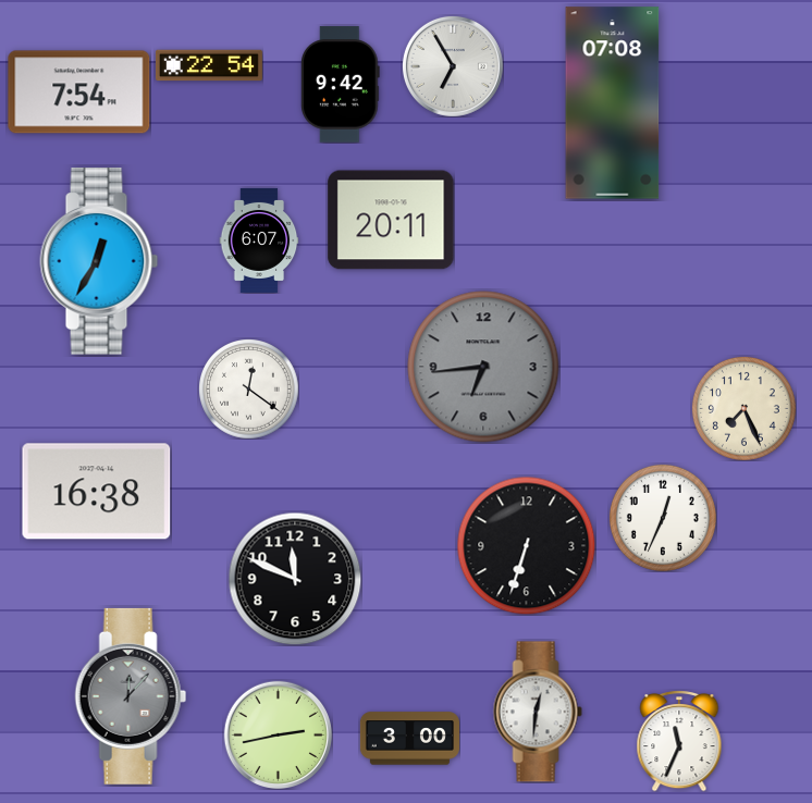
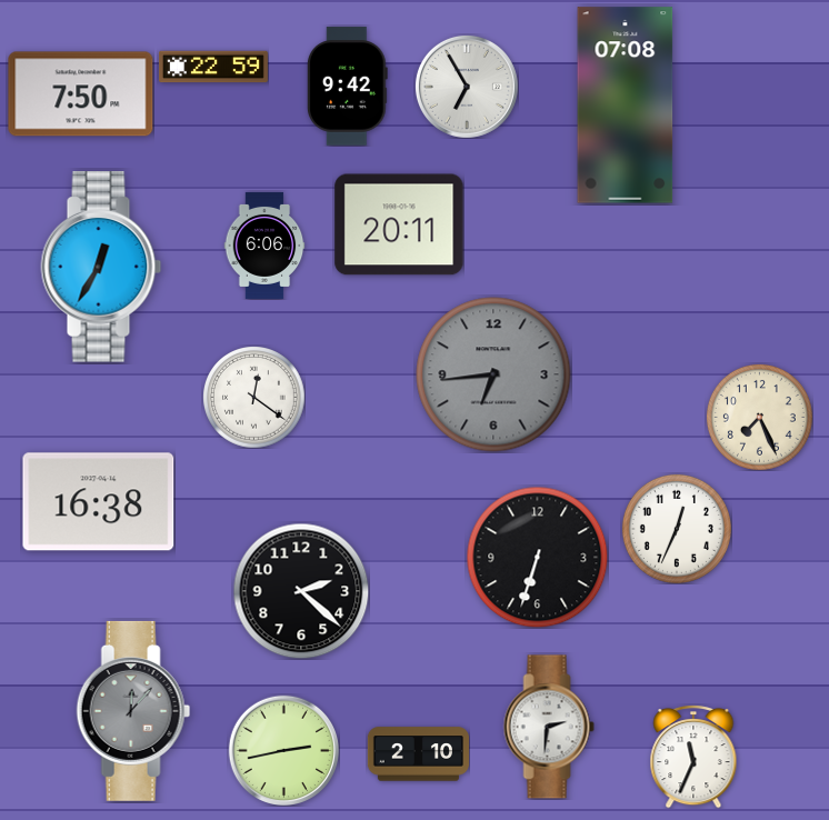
clock at (209, 65): 22:54 -> 22:59
clock at (453, 66) position: (453, 66) -> (467, 87)
clock at (79, 92): 7:54 -> 7:50
clock at (259, 240): 6:07 -> 6:06
clock at (295, 579): 11:49 -> 2:22
clock at (538, 712): 12:31 -> 2:31
clock at (409, 739): 3:00 -> 2:10
